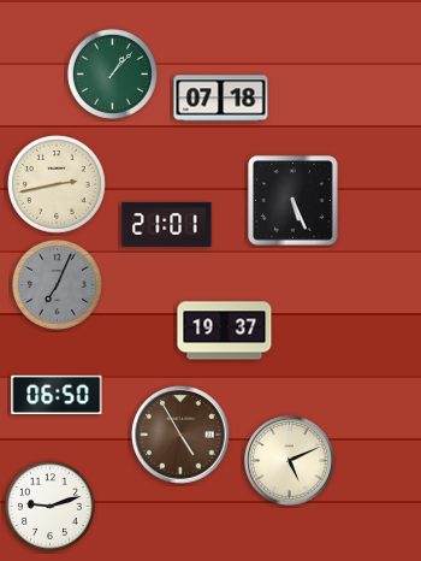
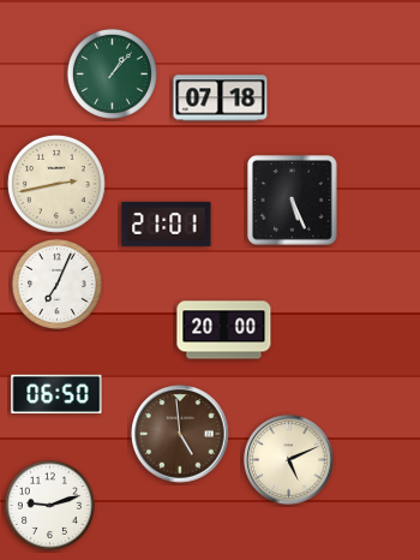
clock at (57, 284) dial: grey -> white
clock at (225, 331): 19:37 -> 20:00
clock at (180, 435): 4:55 -> 4:59
